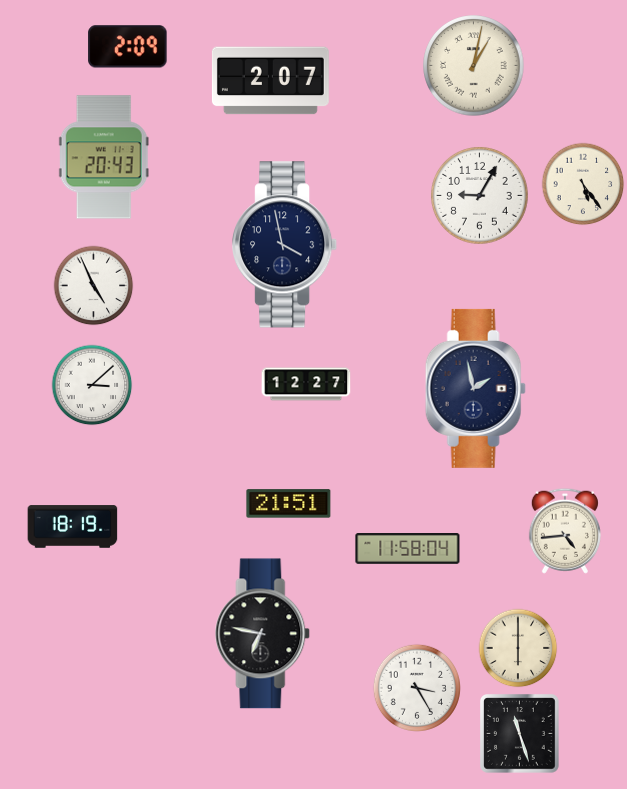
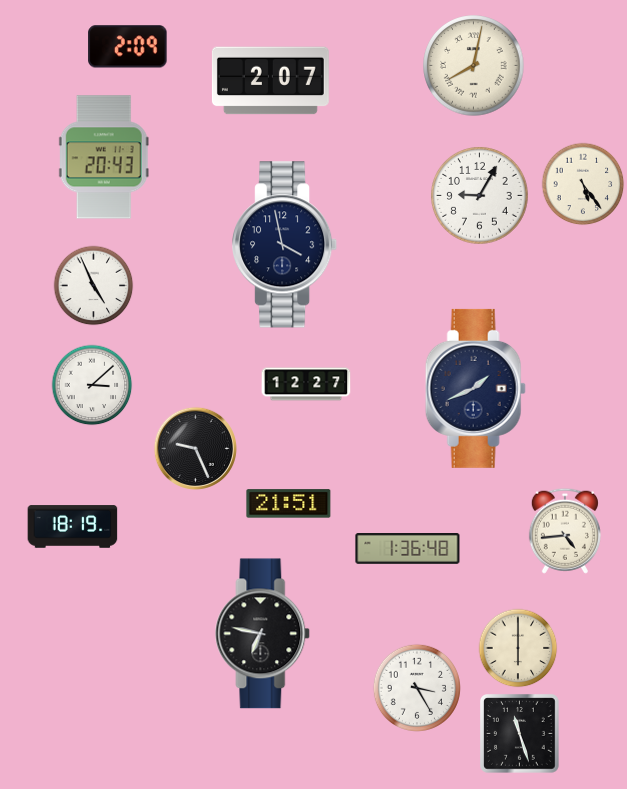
clock at (474, 66): 1:02 -> 8:02
clock at (475, 388): 1:58 -> 1:41
clock at (195, 448): none -> 9:26
clock at (408, 549): 11:58 -> 1:36
